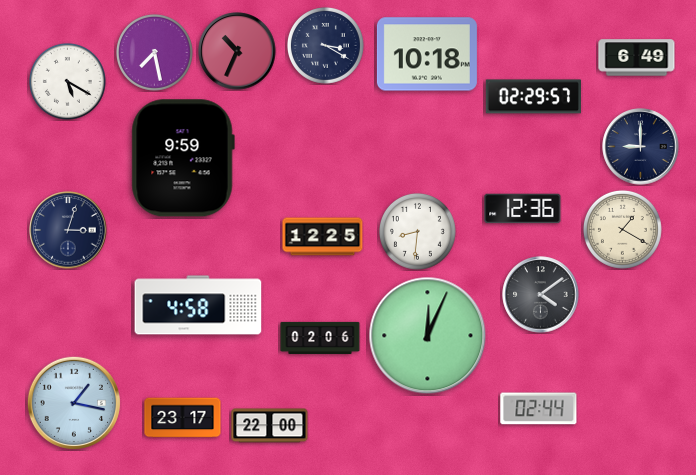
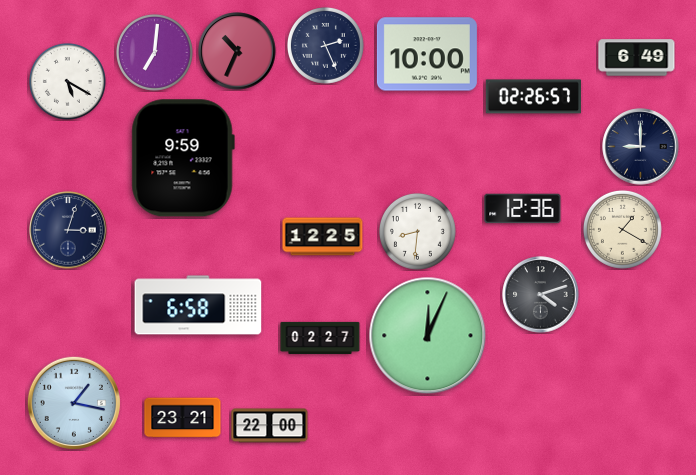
clock at (325, 45): 3:20 -> 2:26
clock at (154, 52): 7:28 -> 7:01
clock at (427, 54): 10:18 -> 10:00
clock at (533, 97): 02:29 -> 02:26
clock at (541, 295): 4:09 -> 4:12
clock at (198, 305): 4:58 -> 6:58
clock at (320, 338): 02:06 -> 02:27
clock at (539, 409): 02:44 -> none
clock at (183, 418): 23:17 -> 23:21
